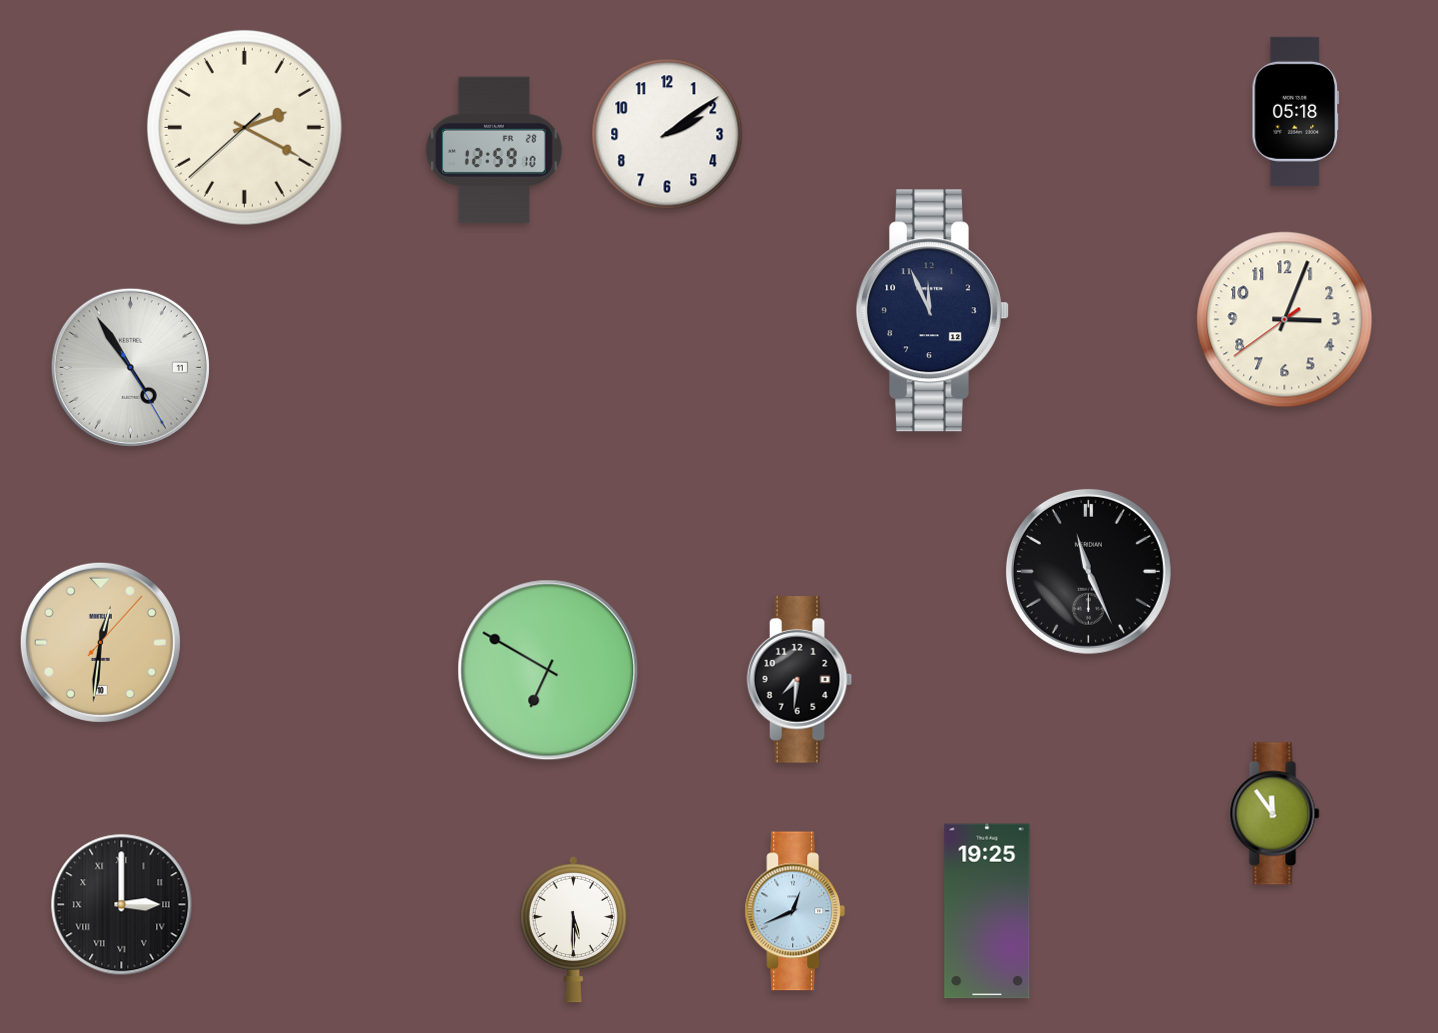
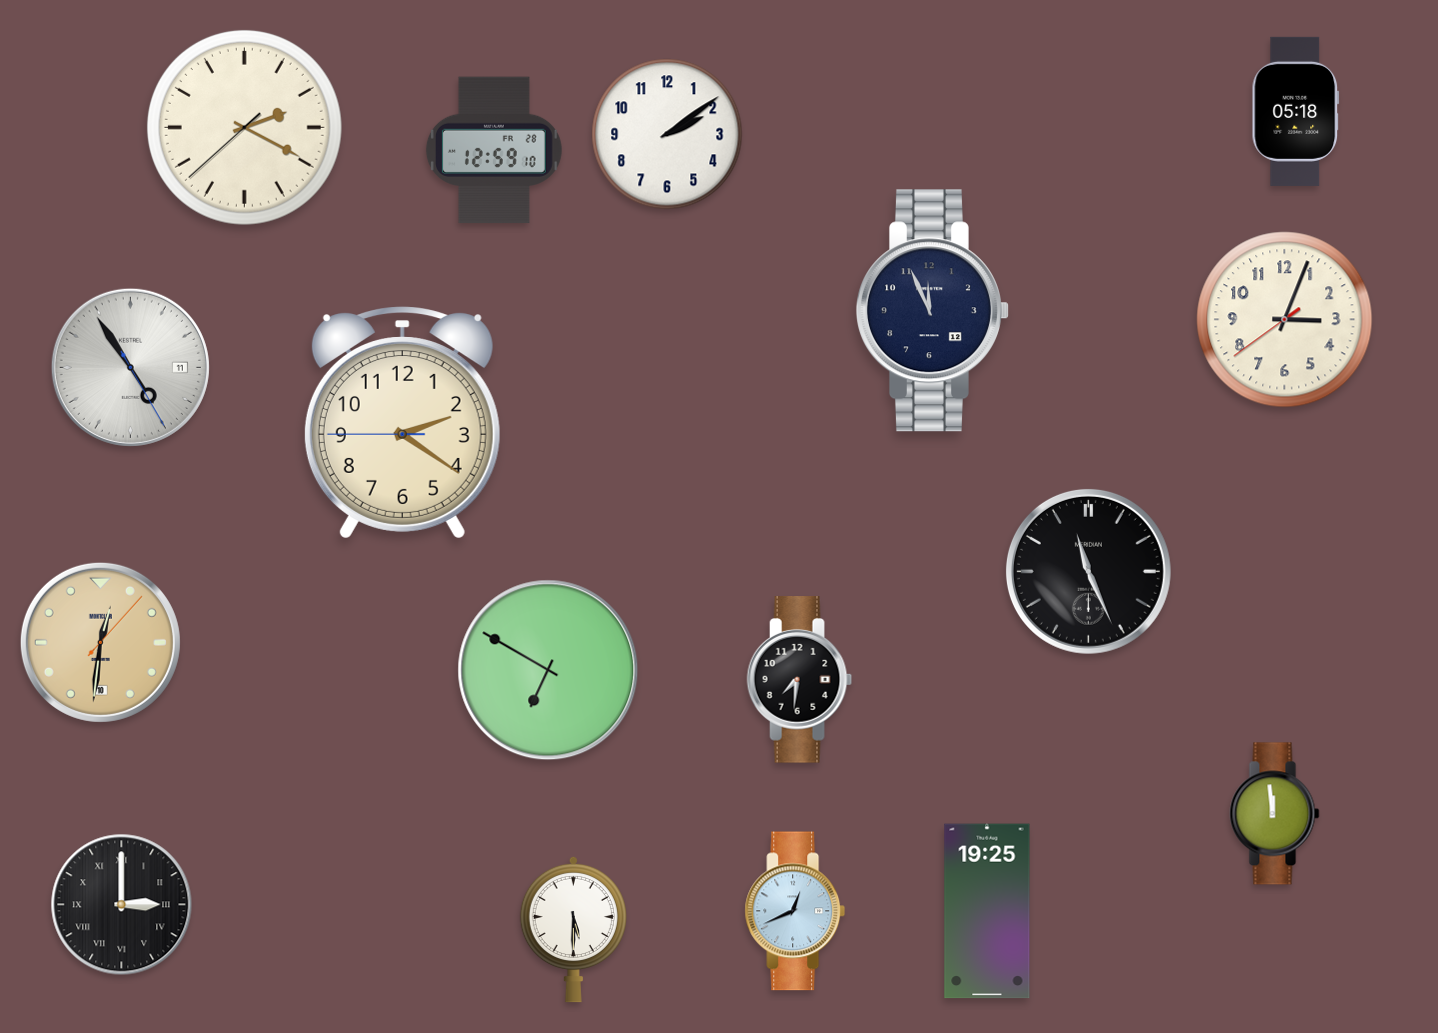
clock at (402, 423): none -> 2:20
clock at (1275, 814): 11:54 -> 11:59
